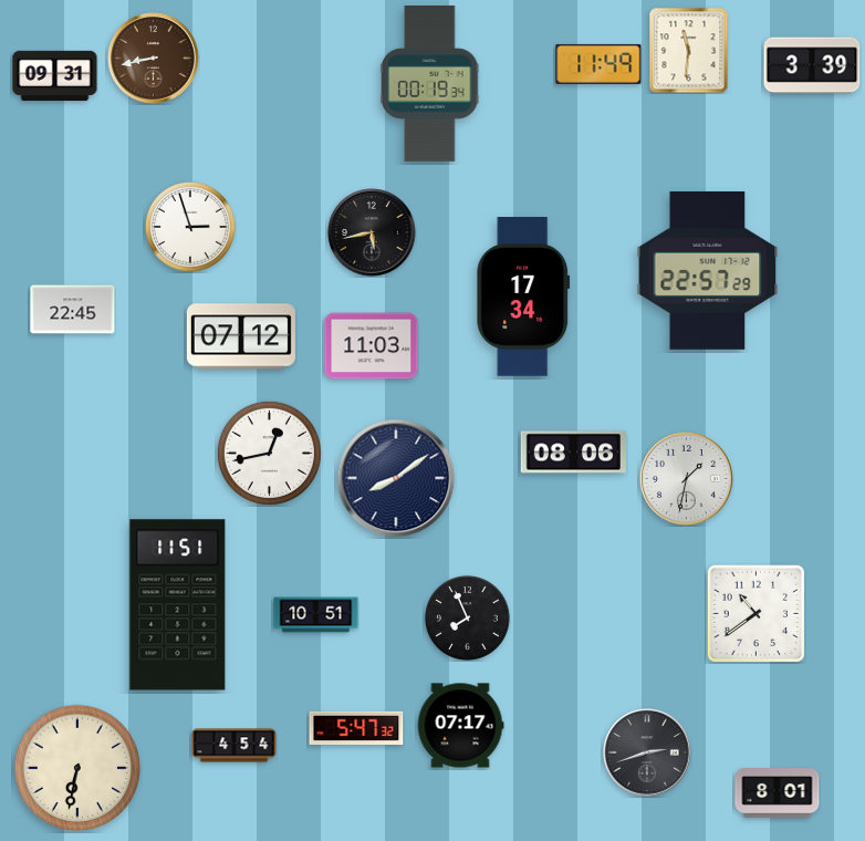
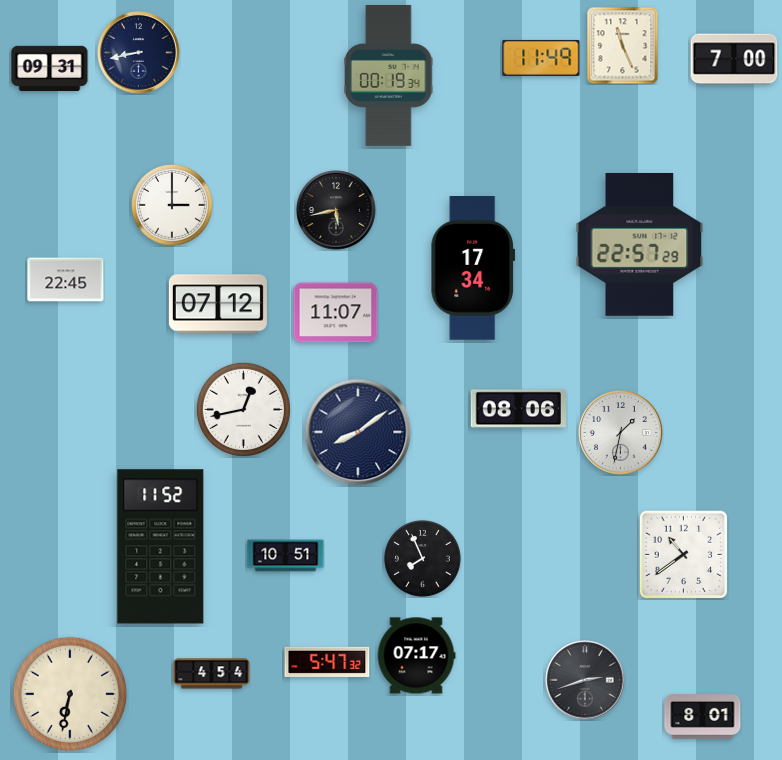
clock at (689, 50): 11:31 -> 11:26
clock at (154, 59) dial: brown -> navy
clock at (812, 65): 3:39 -> 7:00
clock at (190, 227): 2:57 -> 3:00
clock at (372, 346): 11:03 -> 11:07
clock at (178, 605): 11:51 -> 11:52
clock at (356, 728) position: (356, 728) -> (327, 662)
